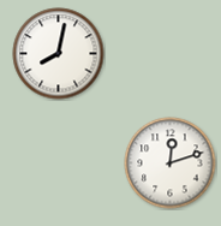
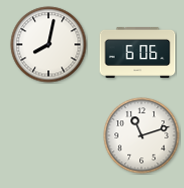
clock at (138, 52): none -> 6:06
clock at (171, 163): 12:12 -> 11:12
